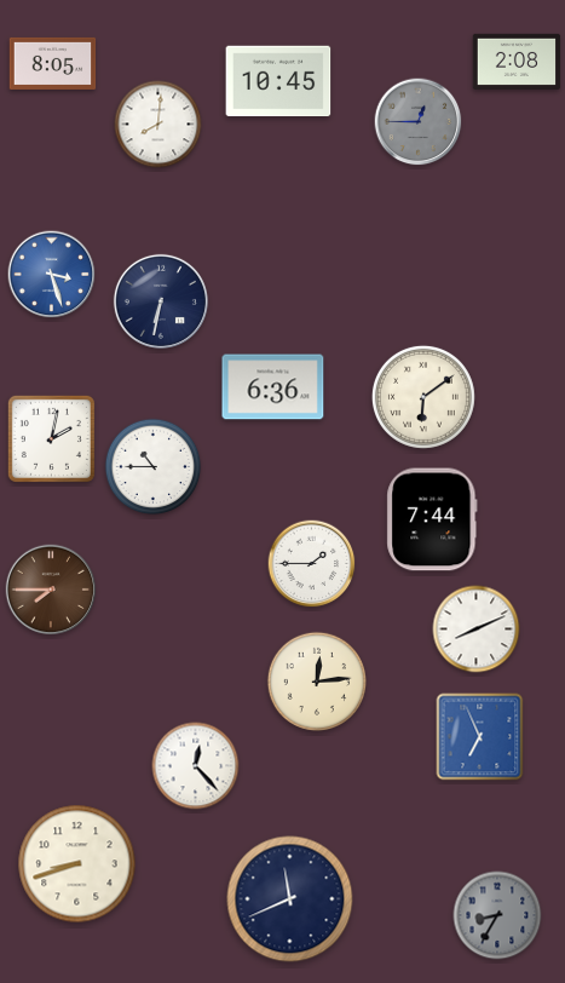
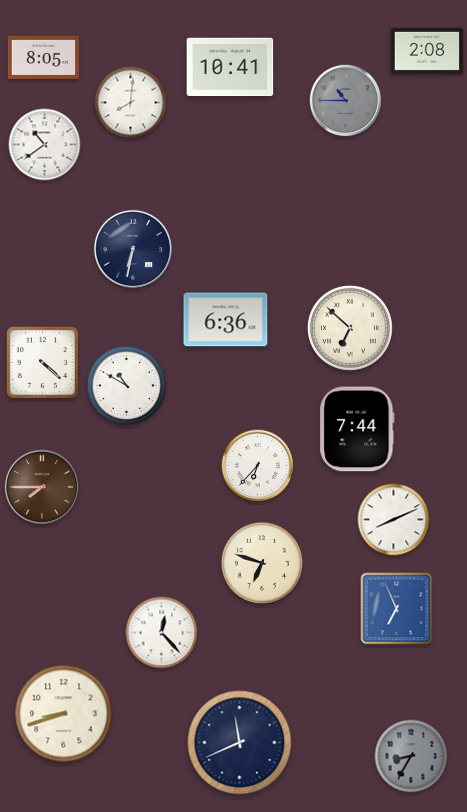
clock at (53, 63) position: (53, 63) -> (44, 57)
clock at (278, 81): 10:45 -> 10:41
clock at (419, 122): 12:45 -> 10:45
clock at (45, 145): none -> 10:39
clock at (52, 275): 3:27 -> none
clock at (423, 397): 6:09 -> 6:52
clock at (51, 438): 2:02 -> 4:22
clock at (154, 467): 10:45 -> 10:50
clock at (312, 564): 1:45 -> 6:37
clock at (316, 680): 12:14 -> 6:48
